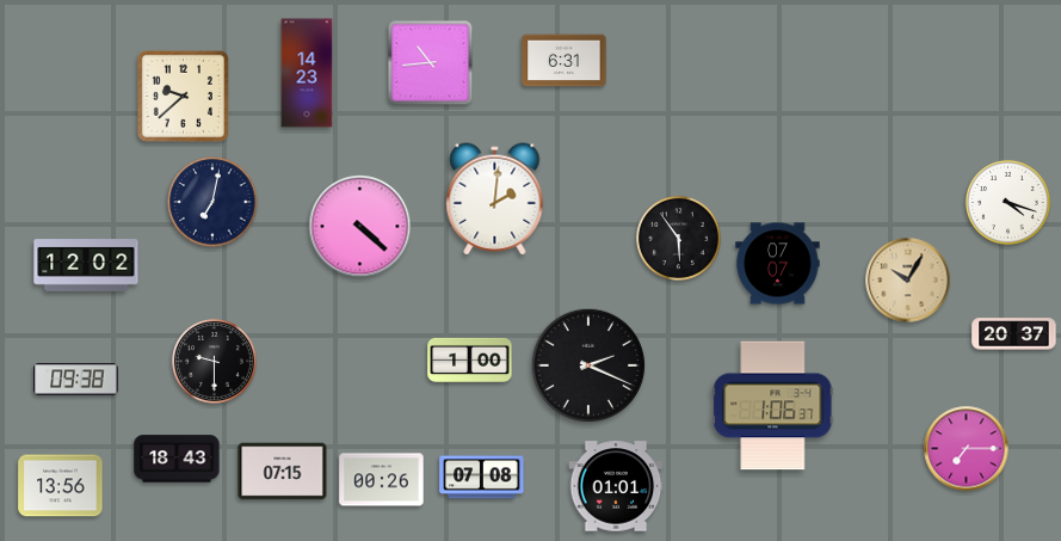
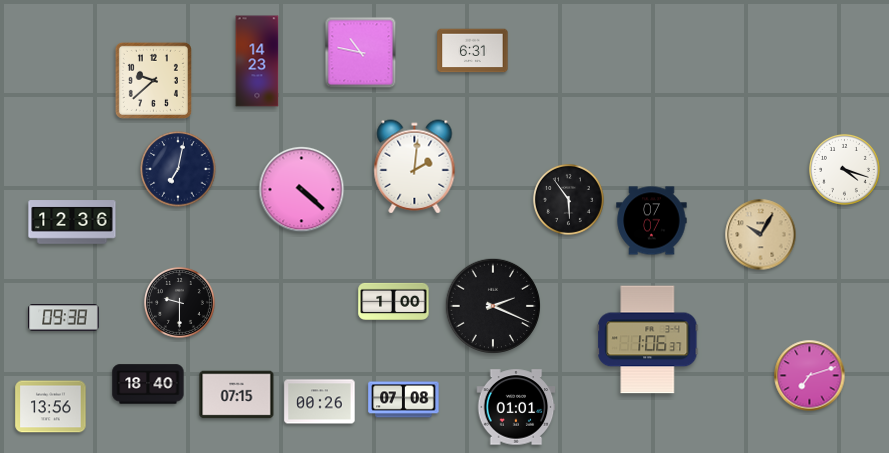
clock at (431, 63): 10:44 -> 10:47
clock at (86, 265): 12:02 -> 12:36
clock at (1014, 334): 20:37 -> none
clock at (967, 449): 7:15 -> 7:12
clock at (177, 459): 18:43 -> 18:40
